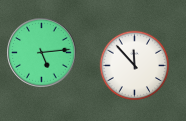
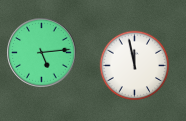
clock at (135, 66): 11:53 -> 11:58
